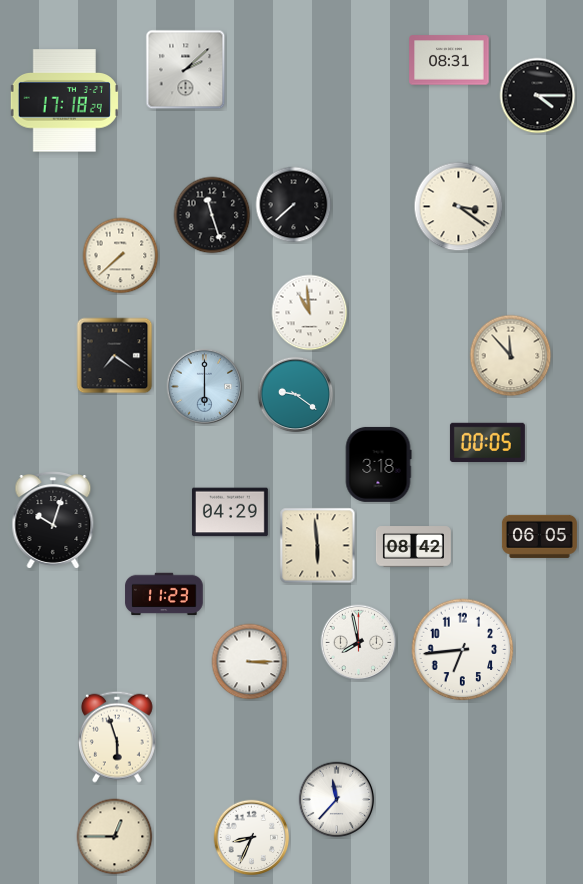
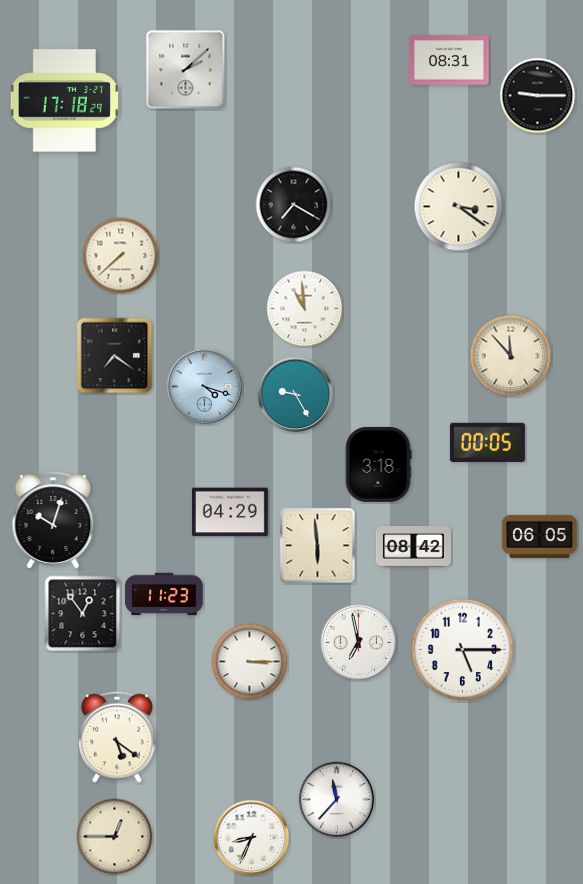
clock at (538, 96): 4:15 -> 9:15
clock at (294, 205): 7:38 -> 7:20
clock at (212, 215): 11:27 -> none
clock at (310, 313) position: (310, 313) -> (305, 309)
clock at (205, 387): 6:00 -> 4:18
clock at (296, 395): 9:21 -> 9:25
clock at (83, 614): none -> 12:54
clock at (359, 643): 7:58 -> 6:58
clock at (463, 650): 6:44 -> 5:15
clock at (117, 737): 5:57 -> 5:21
